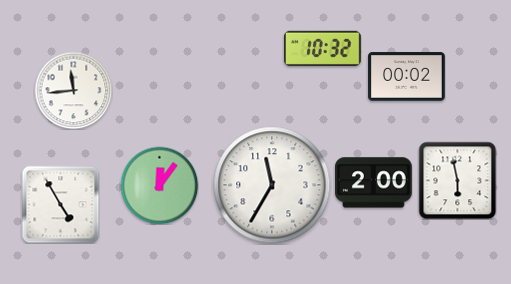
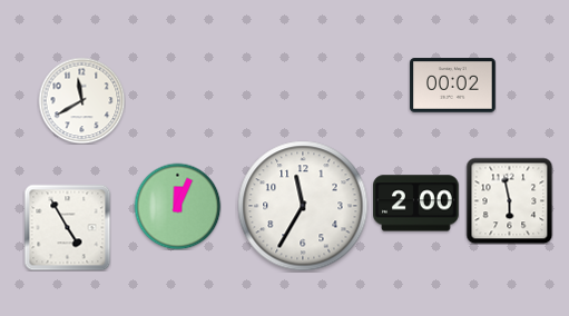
clock at (323, 48): 10:32 -> none
clock at (73, 90): 11:44 -> 11:40
clock at (159, 185): 12:06 -> 12:04
